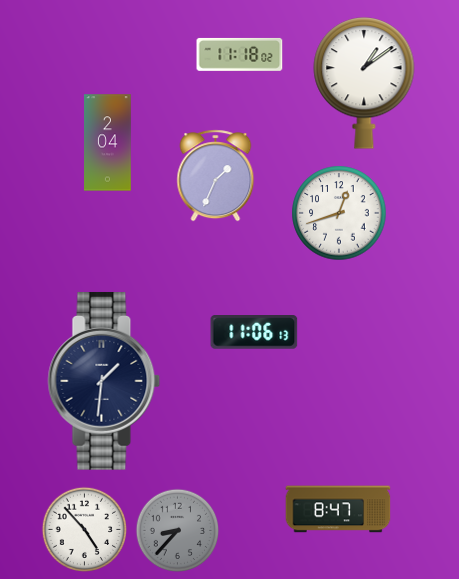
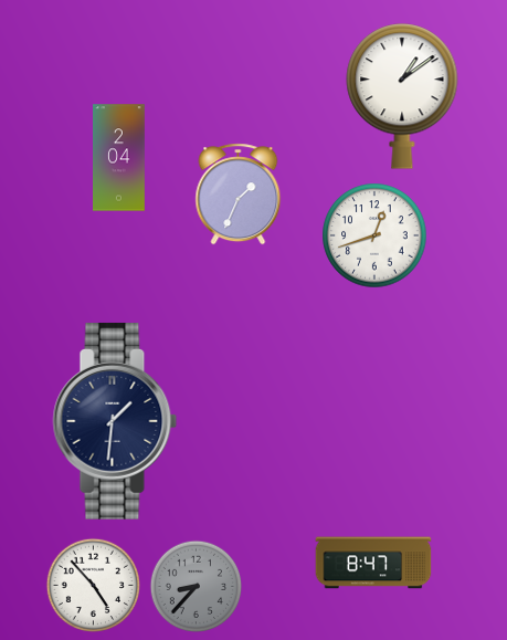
clock at (240, 54): 11:18 -> none
clock at (364, 83) position: (364, 83) -> (402, 96)
clock at (254, 333): 11:06 -> none
